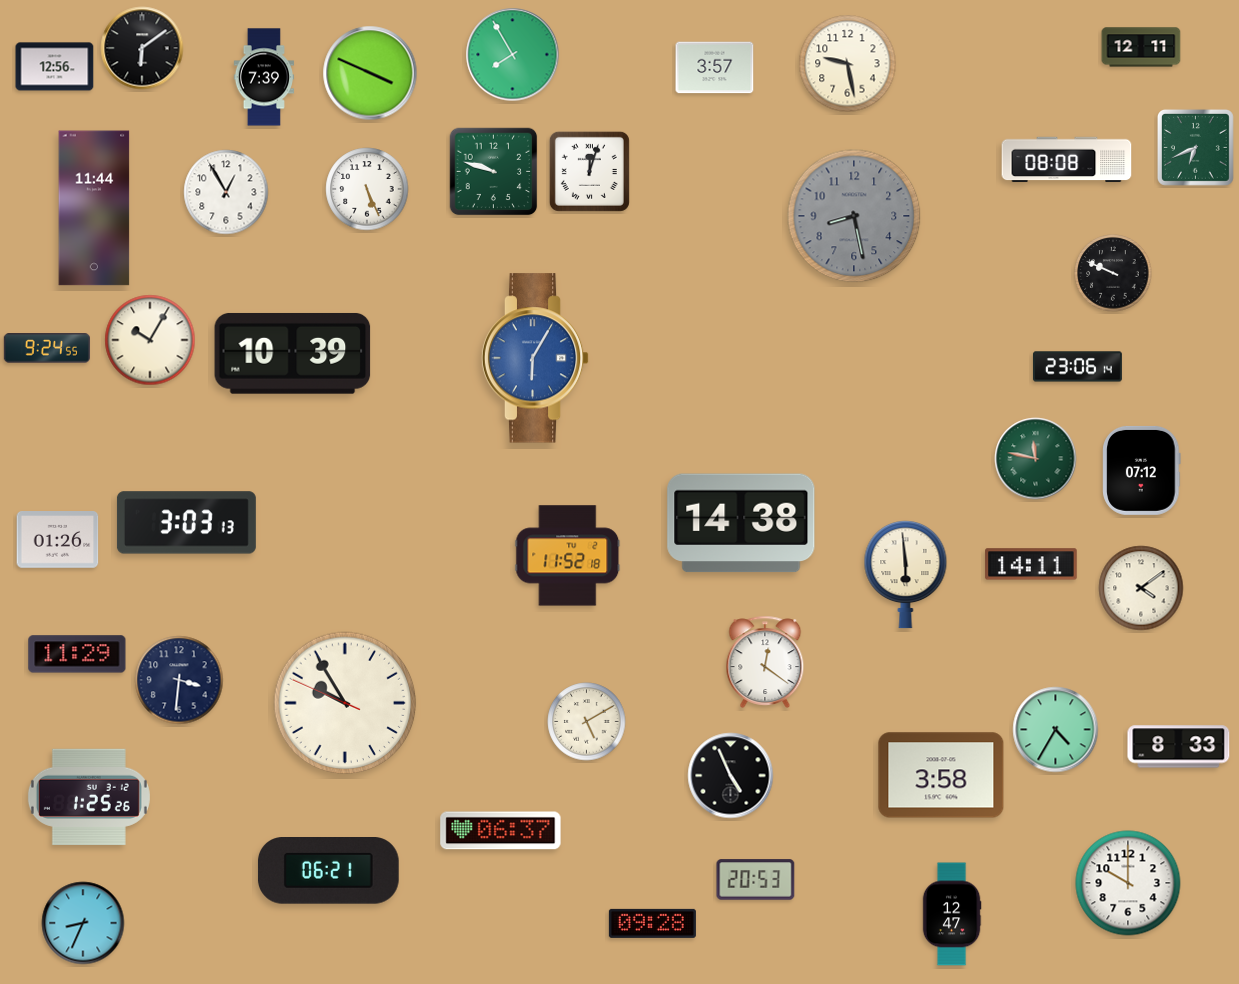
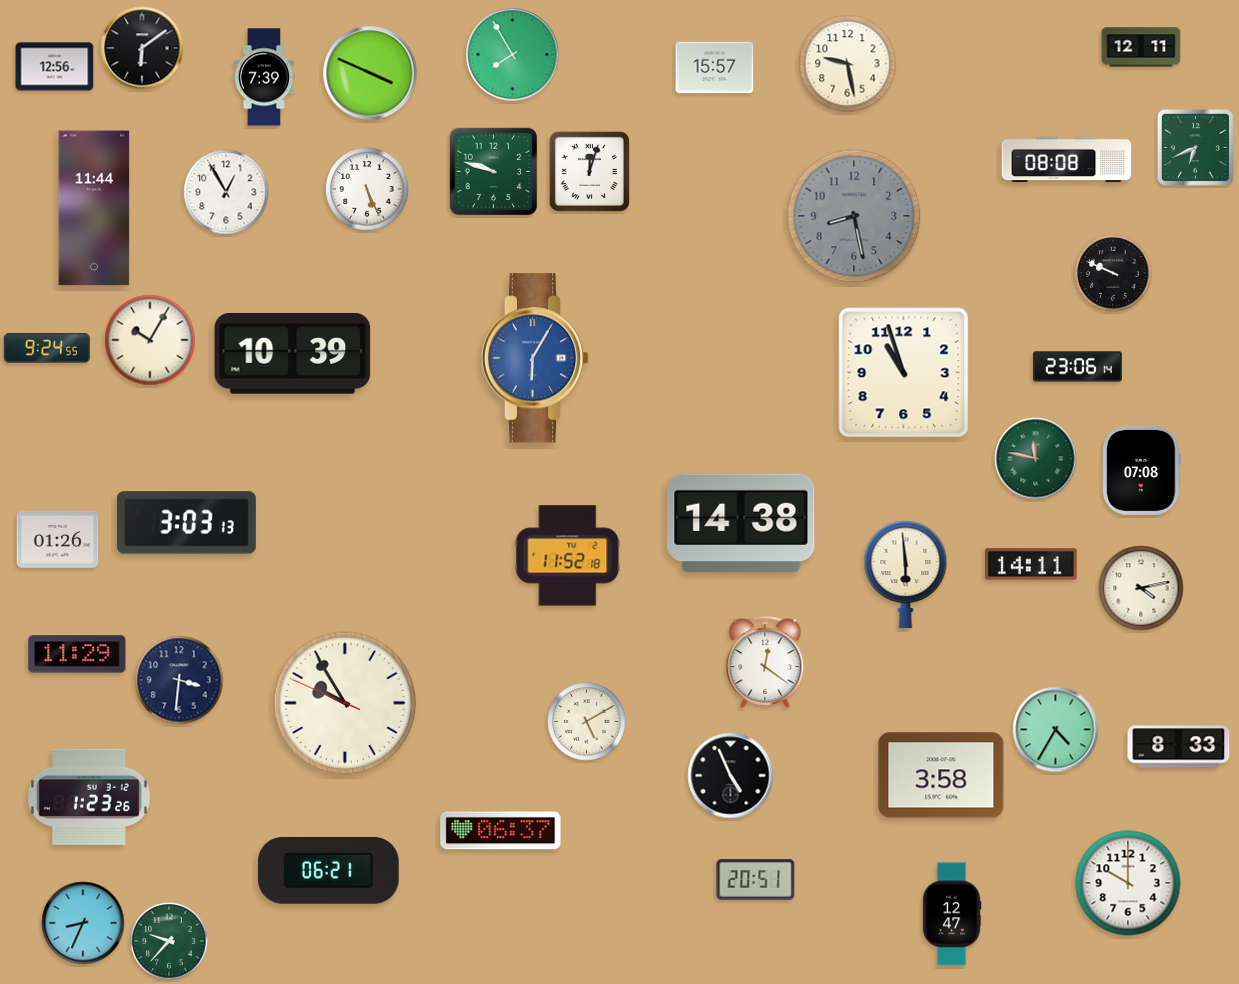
clock at (715, 68): 3:57 -> 15:57
clock at (904, 373): none -> 10:57
clock at (1142, 470): 07:12 -> 07:08
clock at (1141, 588): 4:09 -> 4:13
clock at (89, 797): 1:25 -> 1:23
clock at (756, 880): 20:53 -> 20:51
clock at (652, 923): 09:28 -> none
clock at (169, 941): none -> 9:37
